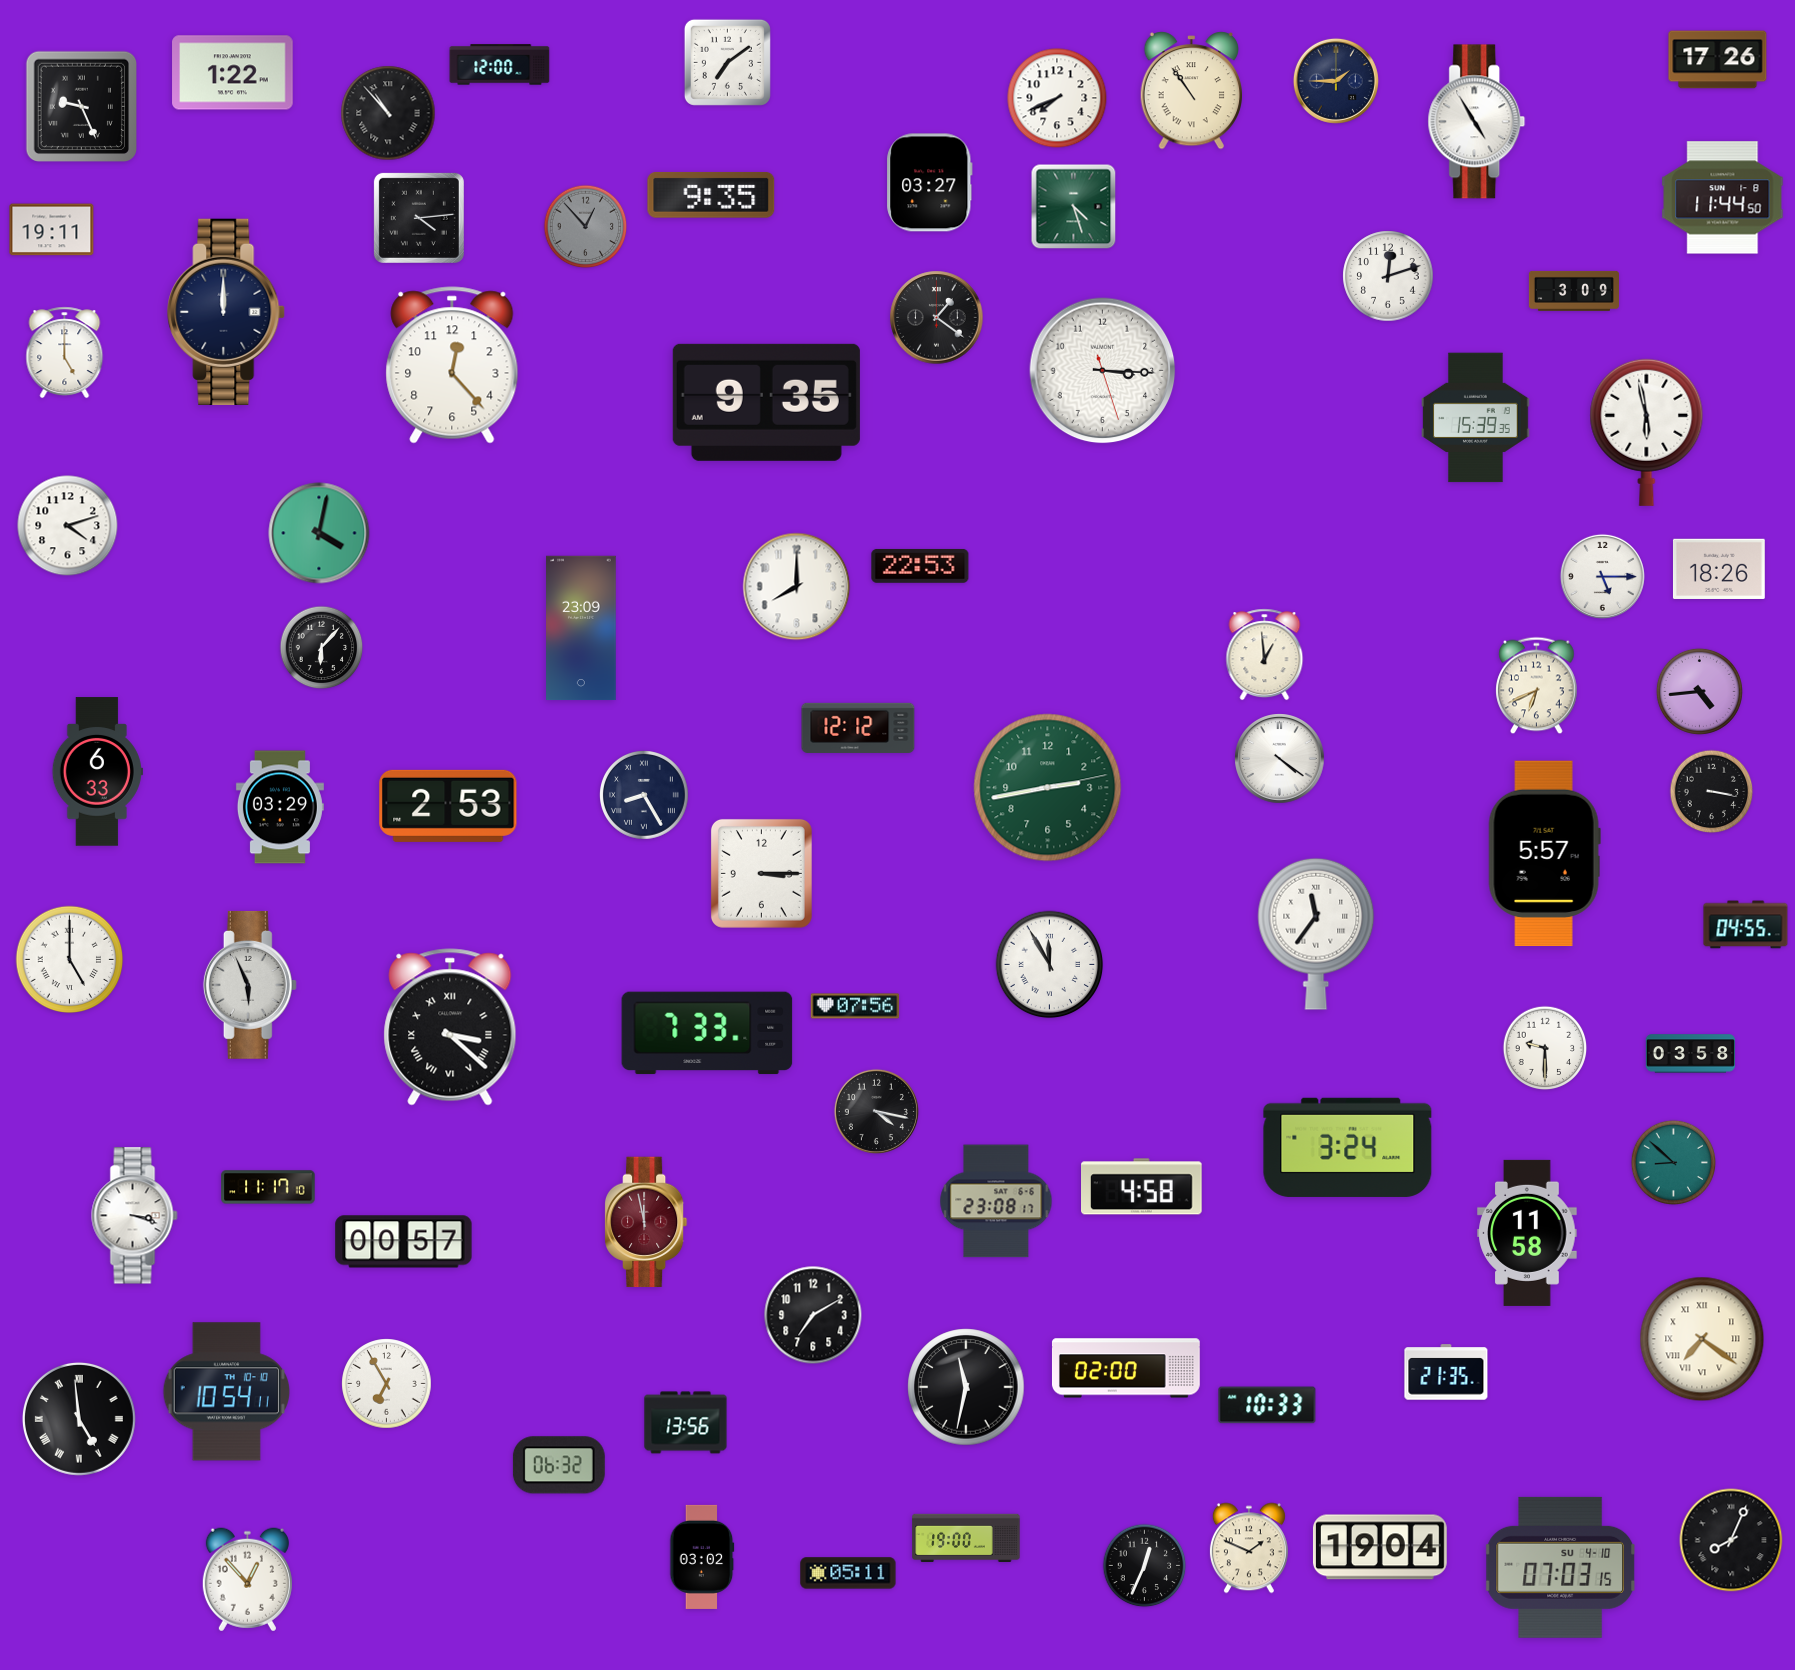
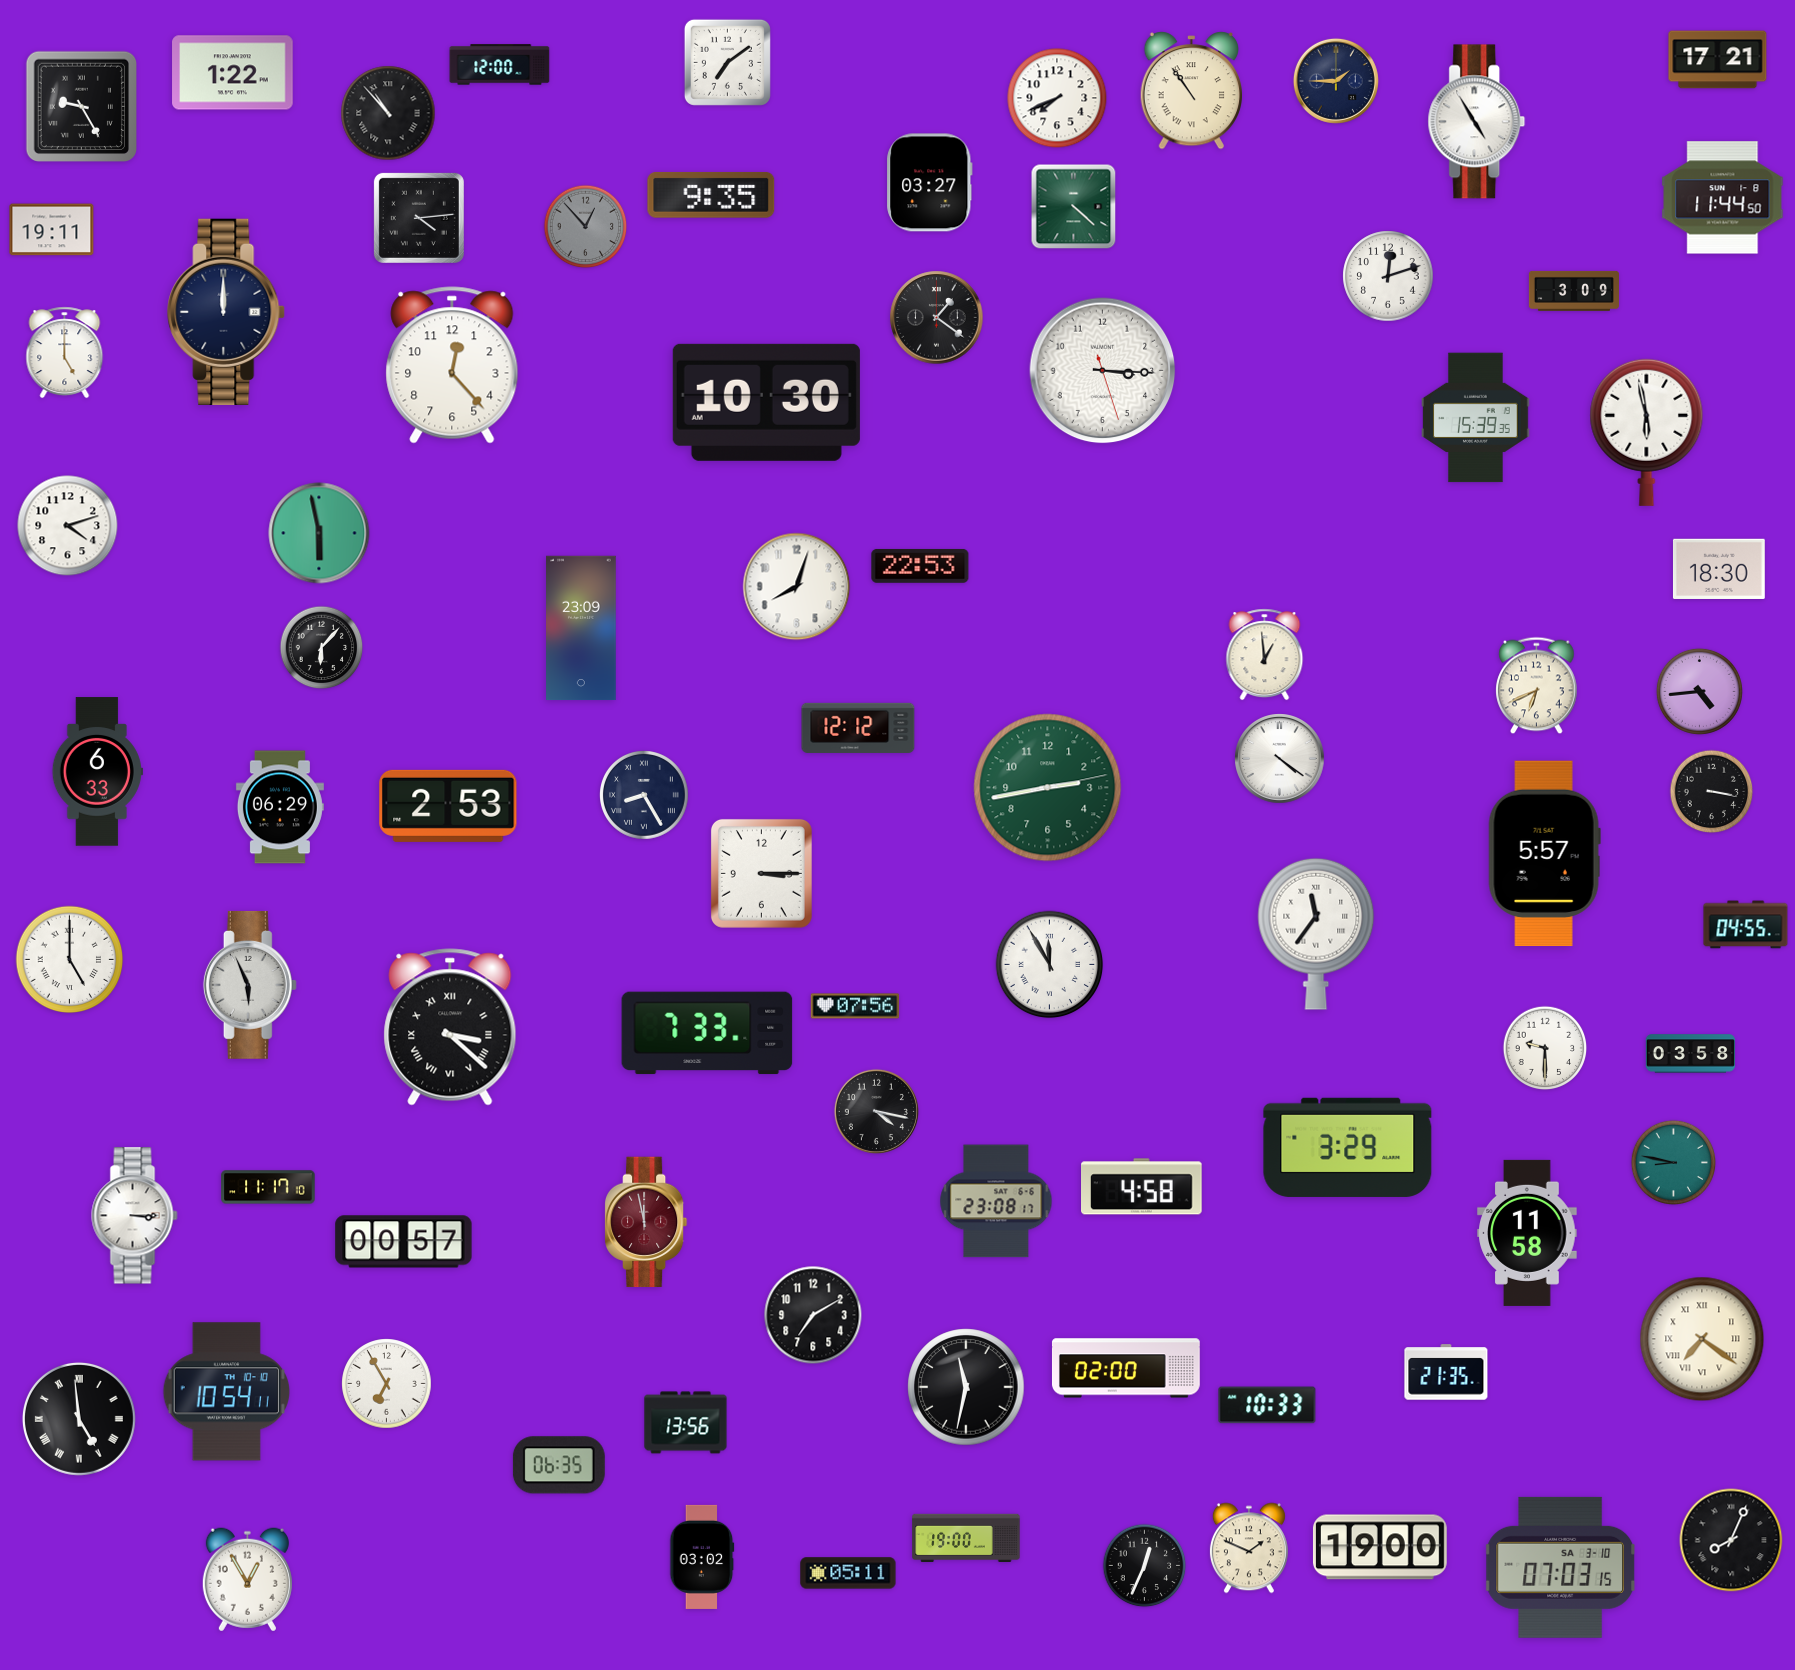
clock at (1718, 60): 17:26 -> 17:21
clock at (81, 106): 9:26 -> 9:25
clock at (1074, 207): 4:27 -> 4:22
clock at (766, 402): 9:35 -> 10:30
clock at (319, 533): 4:02 -> 5:58
clock at (1719, 568): 18:26 -> 18:30
clock at (1602, 576): 5:15 -> none
clock at (797, 587): 8:00 -> 8:03
clock at (280, 807): 03:29 -> 06:29
clock at (1348, 1147): 3:24 -> 3:29
clock at (1673, 1162): 8:52 -> 8:47
clock at (135, 1216): 3:18 -> 3:15
clock at (559, 1465): 06:32 -> 06:35
clock at (1380, 1547): 19:04 -> 19:00
clock at (1560, 1567) date: SU 4-10 -> SA 3-10
clock at (247, 1580): 12:53 -> 12:55
